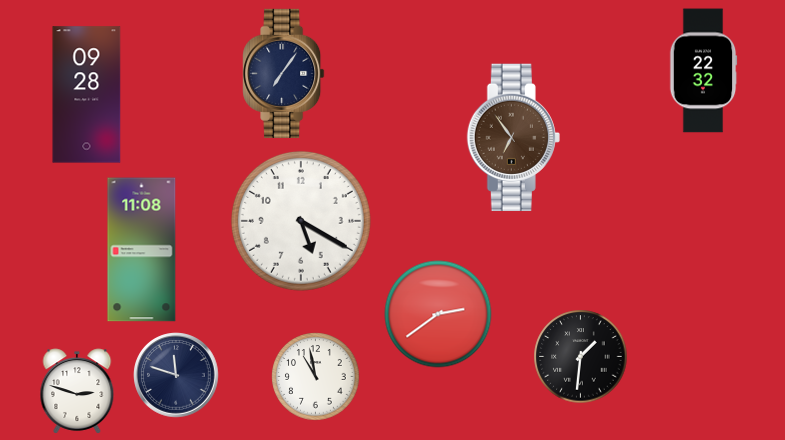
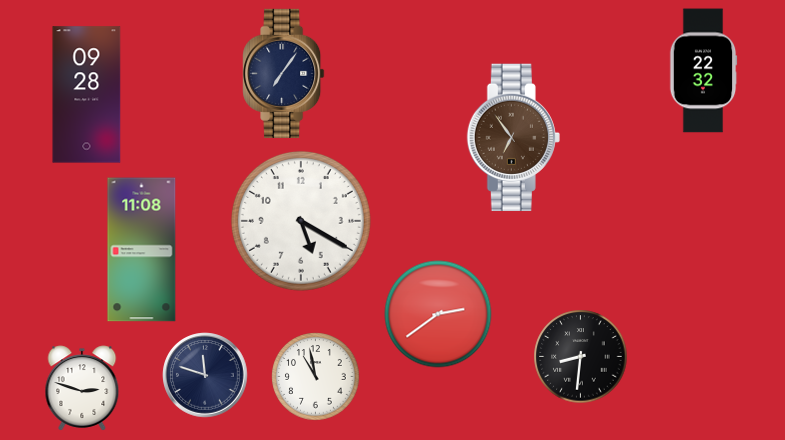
clock at (581, 357): 1:31 -> 8:31
clock at (176, 375) position: (176, 375) -> (205, 375)
clock at (77, 391) position: (77, 391) -> (82, 388)
